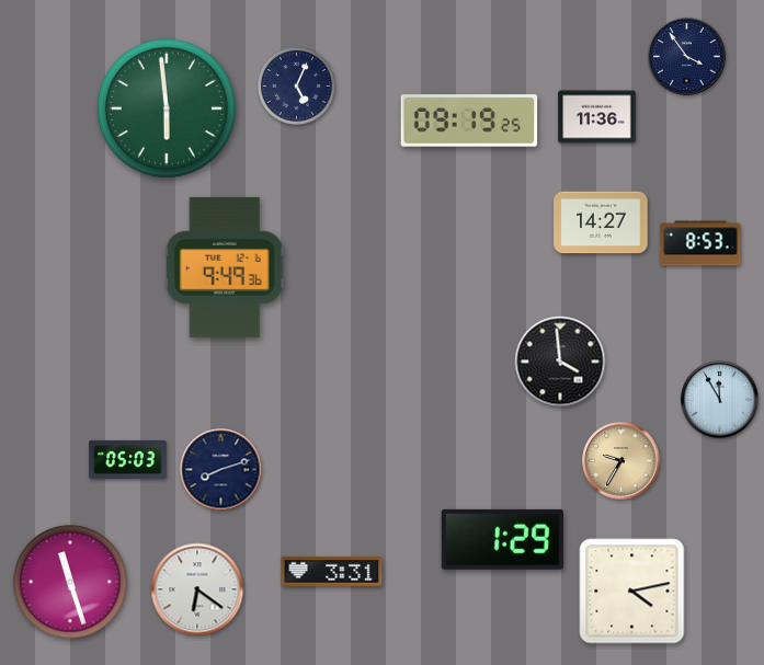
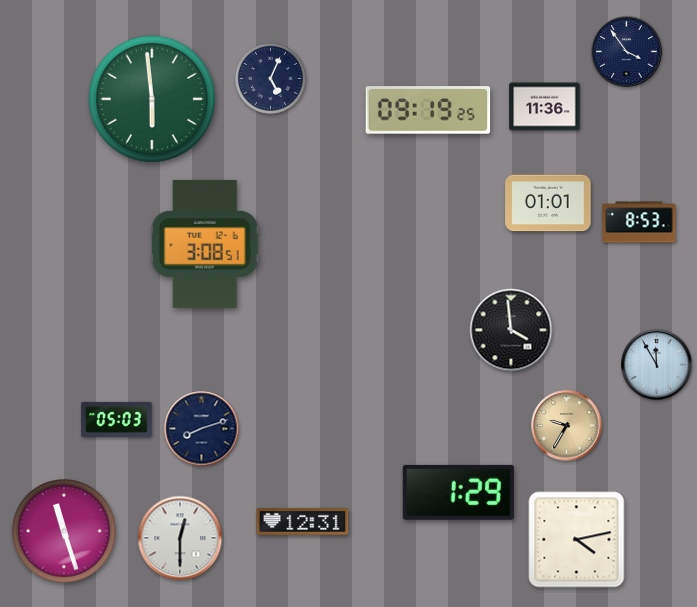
clock at (601, 222): 14:27 -> 01:01
clock at (225, 267): 9:49 -> 3:08
clock at (622, 461) position: (622, 461) -> (567, 426)
clock at (332, 571): 3:31 -> 12:31
clock at (197, 589): 6:21 -> 12:30
